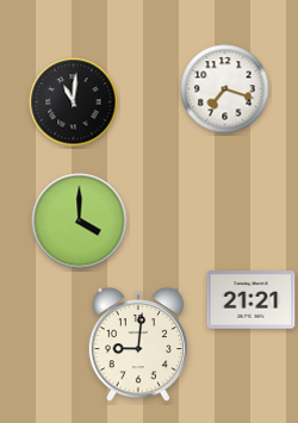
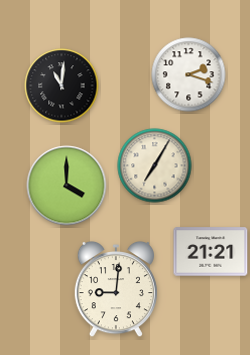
clock at (225, 89): 7:18 -> 2:18
clock at (155, 166): none -> 7:05
